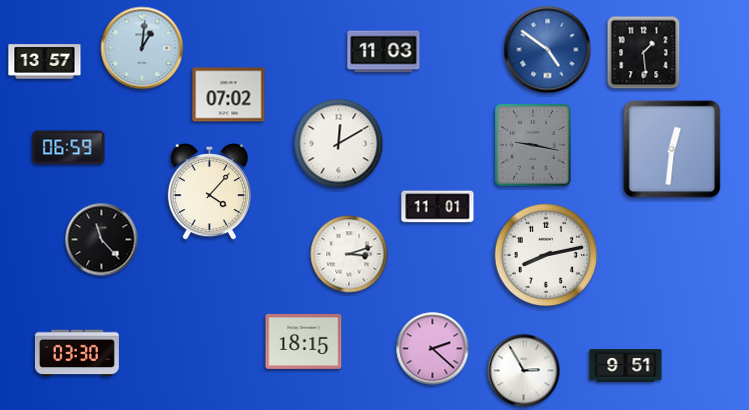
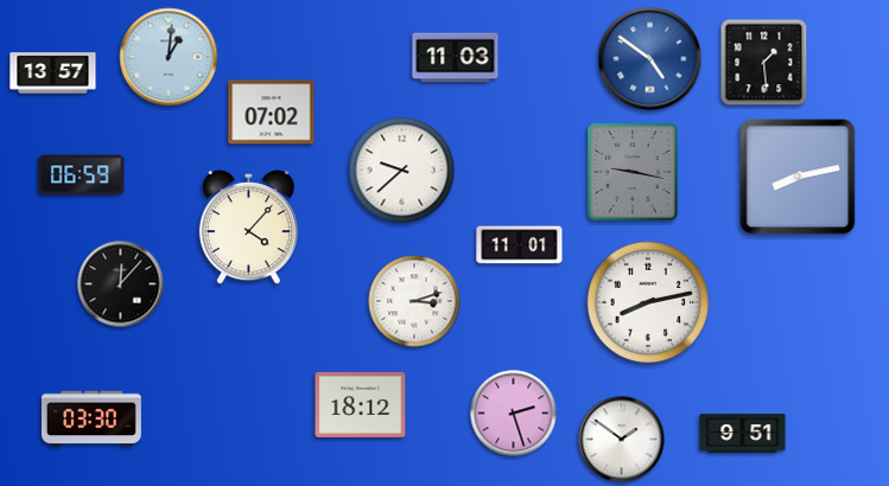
clock at (384, 52) position: (384, 52) -> (456, 58)
clock at (339, 144): 12:10 -> 9:38
clock at (672, 149): 12:31 -> 8:13
clock at (102, 240): 11:23 -> 12:07
clock at (304, 341): 18:15 -> 18:12
clock at (433, 349): 2:22 -> 2:27
clock at (524, 371): 2:55 -> 1:51
